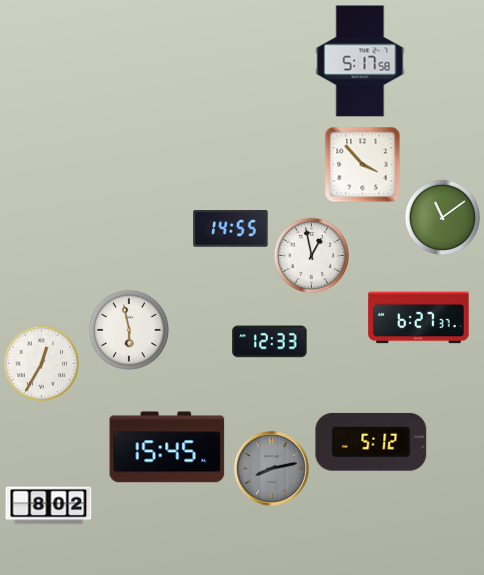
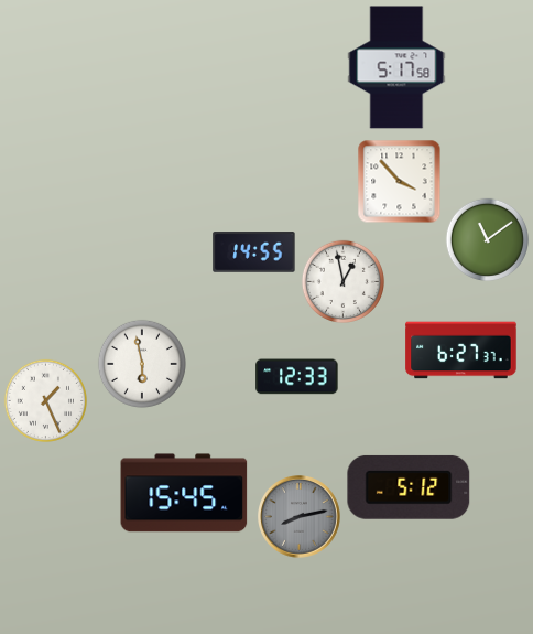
clock at (41, 363): 12:35 -> 1:26
clock at (49, 506): 8:02 -> none
